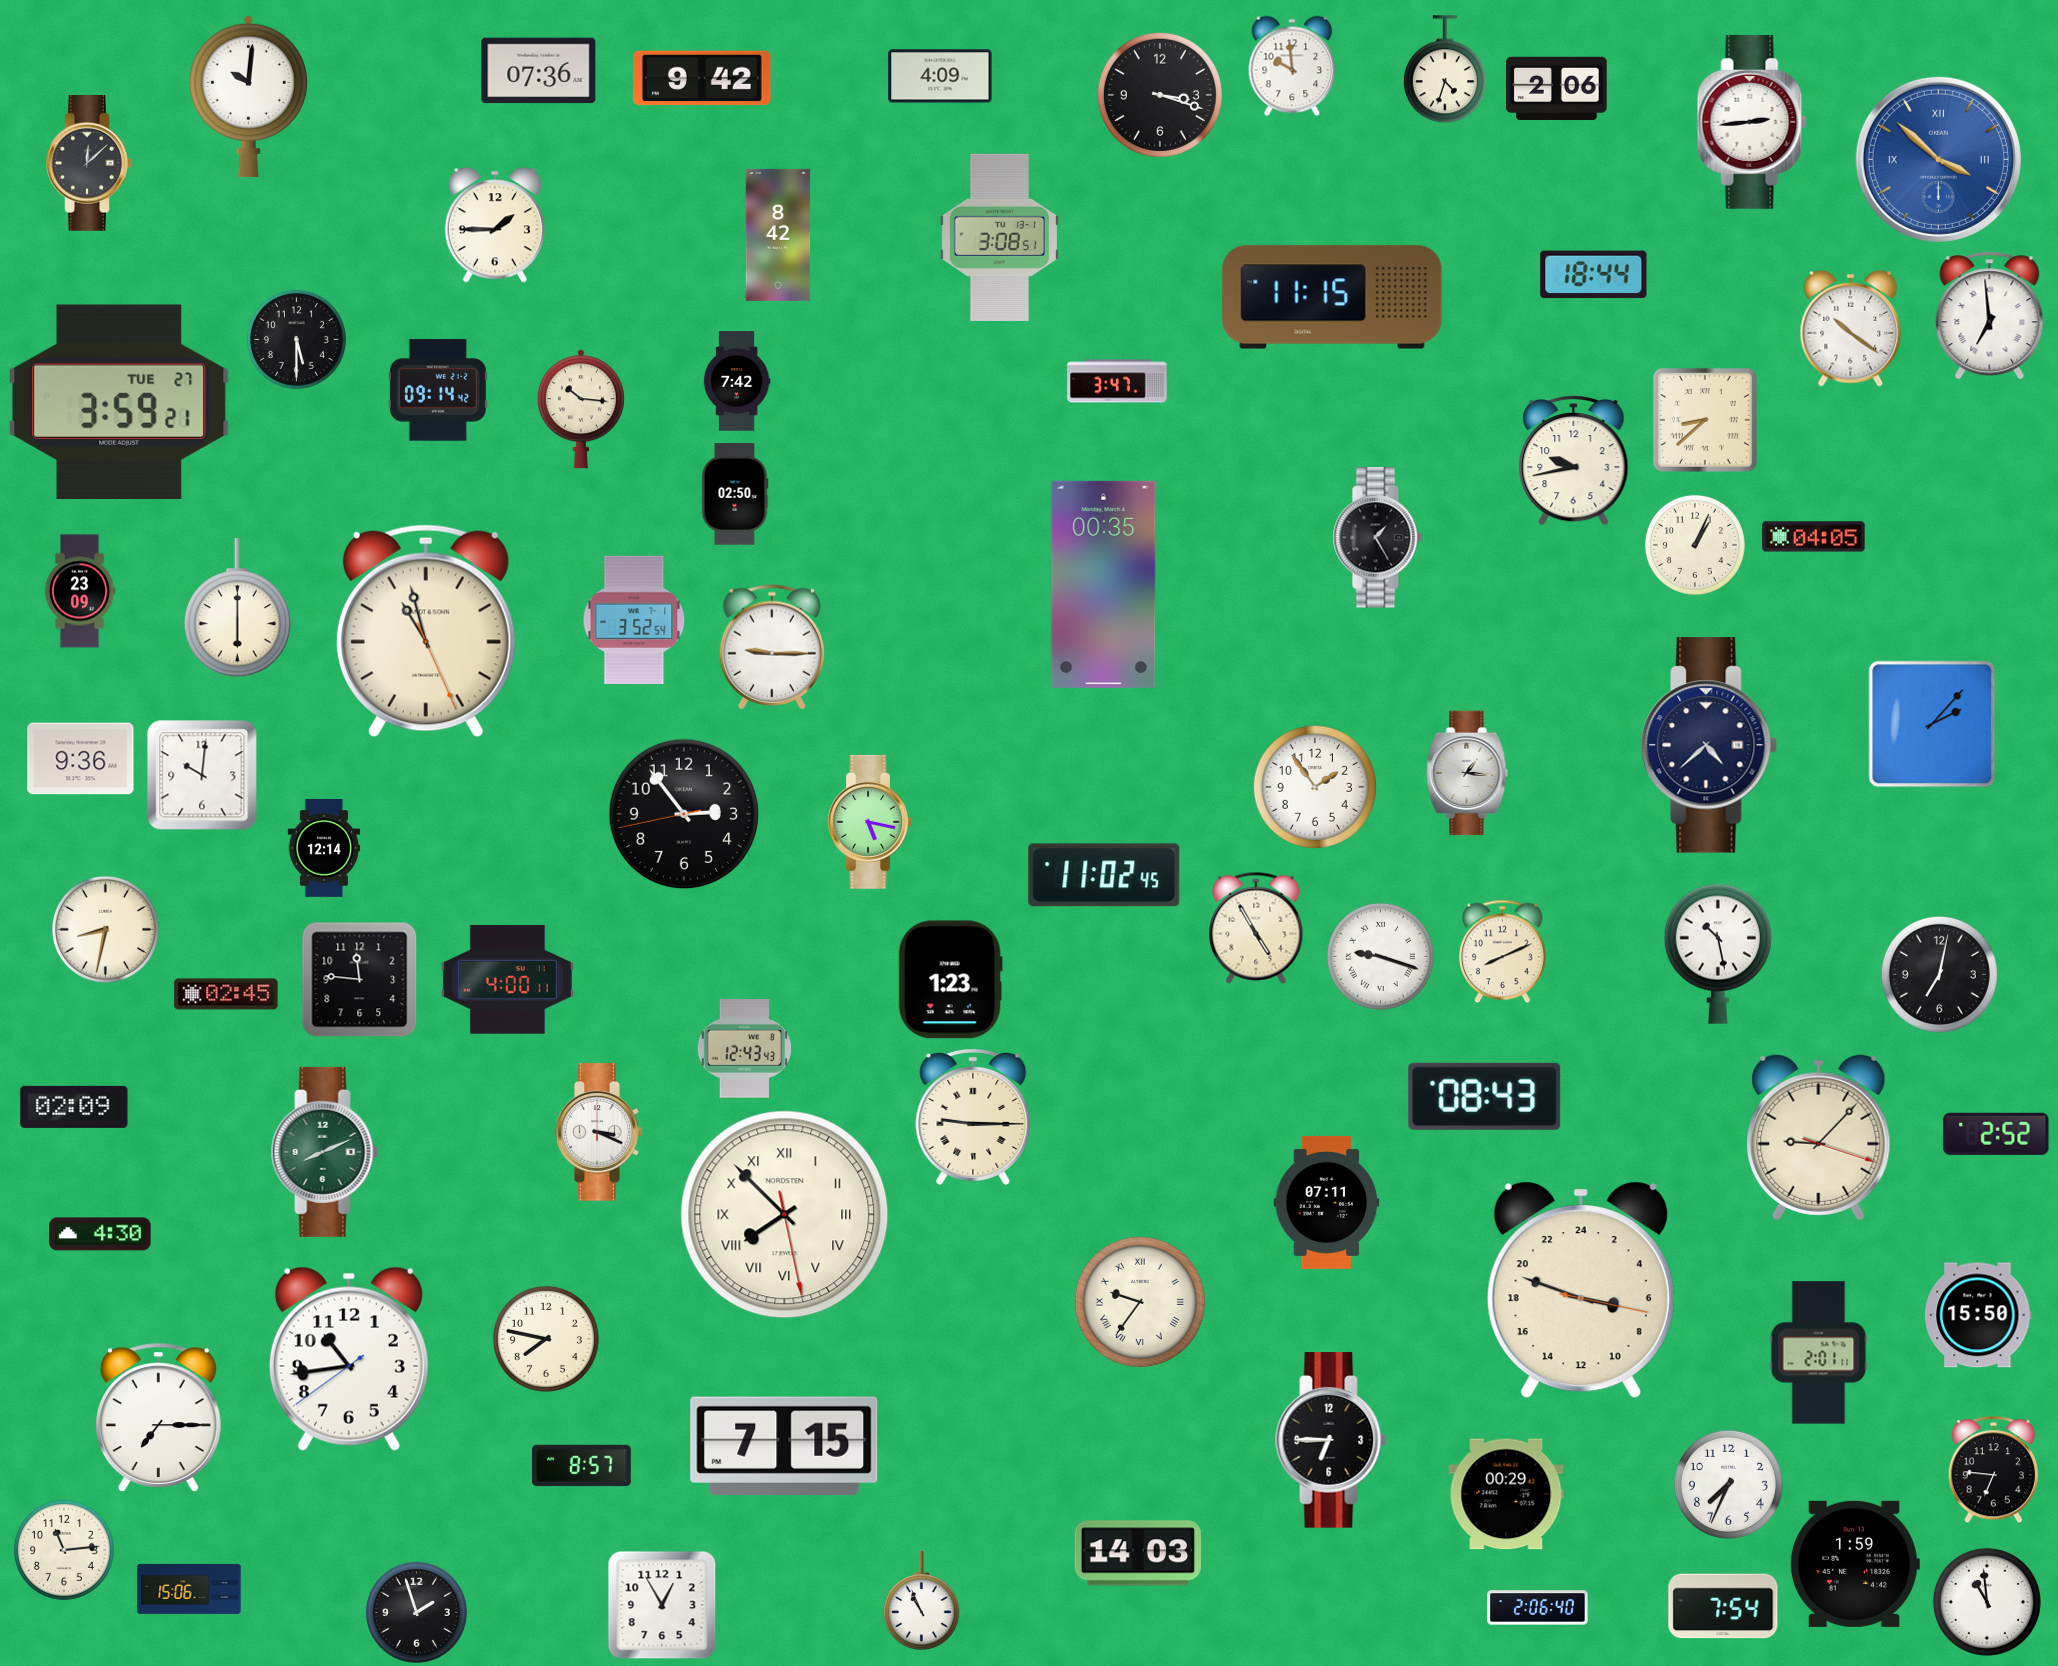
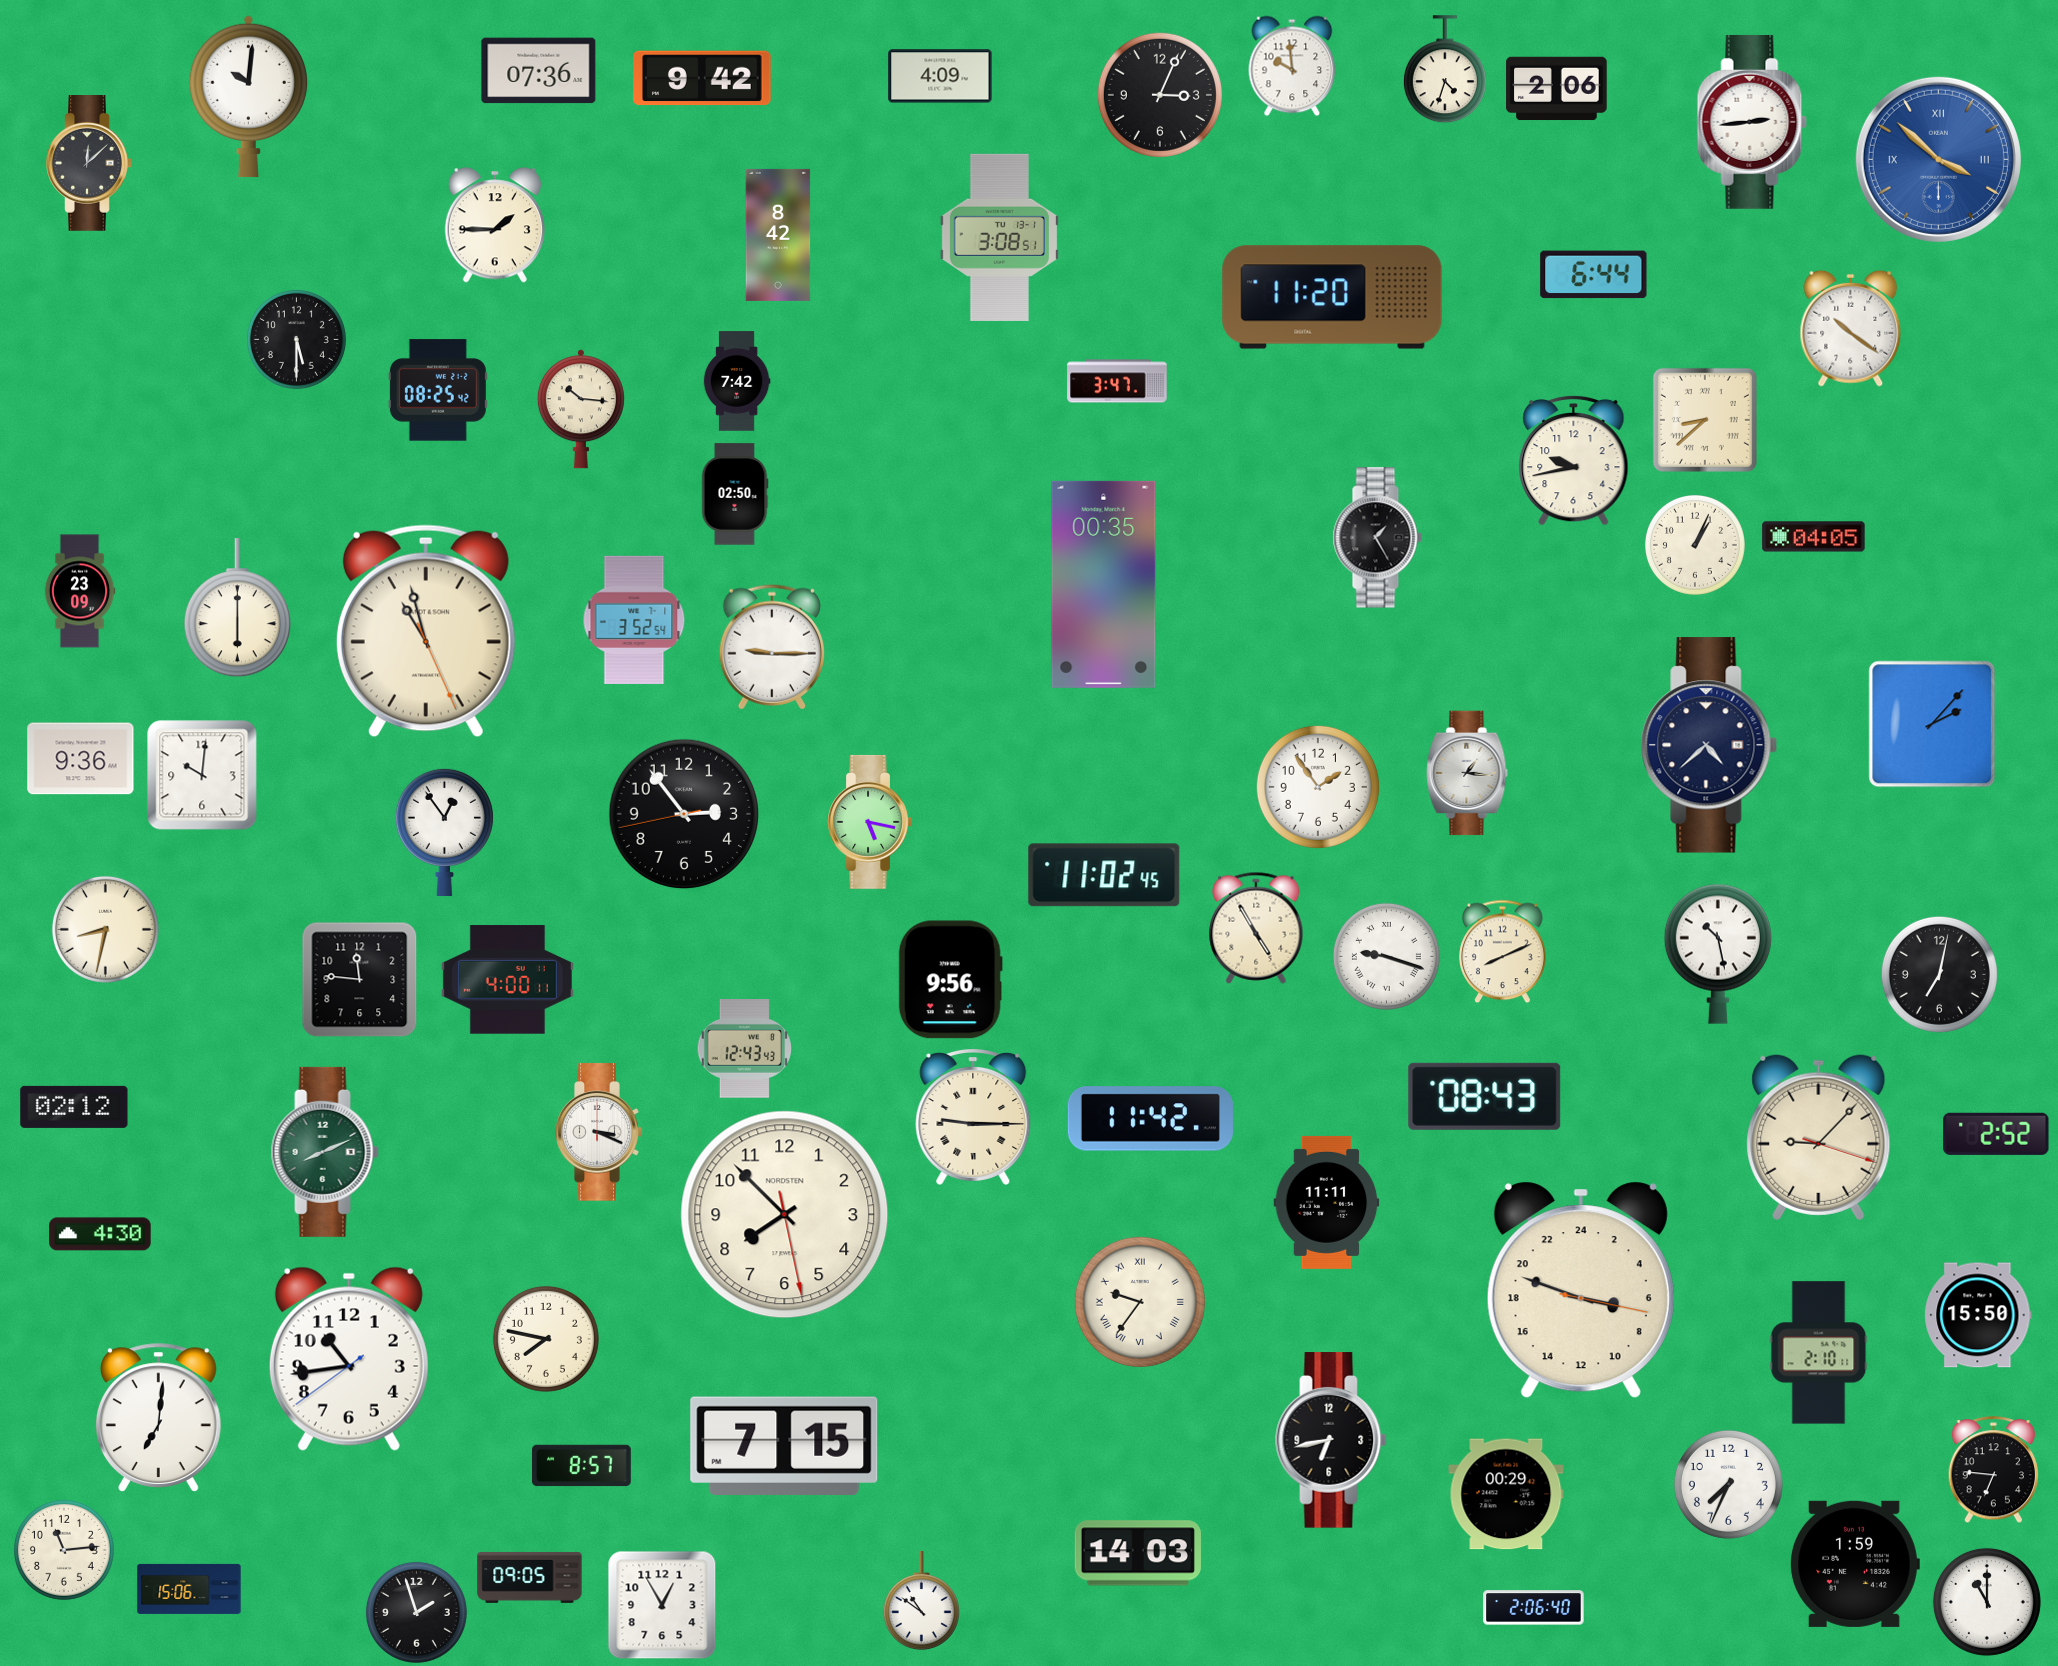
clock at (1160, 95): 3:18 -> 3:04
clock at (1594, 275): 18:44 -> 6:44
clock at (1332, 297): 11:15 -> 11:20
clock at (1990, 316): 6:59 -> none
clock at (438, 390): 09:14 -> 08:25
clock at (119, 402): 3:59 -> none
clock at (1315, 787) position: (1315, 787) -> (1318, 787)
clock at (444, 832): none -> 12:54
clock at (324, 848): 12:14 -> none
clock at (1380, 956) position: (1380, 956) -> (1386, 956)
clock at (950, 980): 1:23 -> 9:56
clock at (226, 994): 02:45 -> none
clock at (74, 1107): 02:09 -> 02:12
clock at (1150, 1119): none -> 11:42
clock at (1327, 1202): 07:11 -> 11:11
clock at (785, 1215) numerals: Roman -> Arabic
clock at (1819, 1353): 2:01 -> 2:10
clock at (158, 1417): 7:15 -> 7:01
clock at (1331, 1440): 6:45 -> 6:43
clock at (530, 1577): none -> 09:05
clock at (921, 1601): 10:56 -> 10:51
clock at (1987, 1602): 10:59 -> 11:00
clock at (1723, 1606): 7:54 -> none
clock at (1538, 1608) position: (1538, 1608) -> (1534, 1608)
